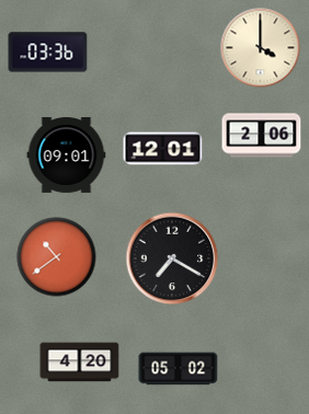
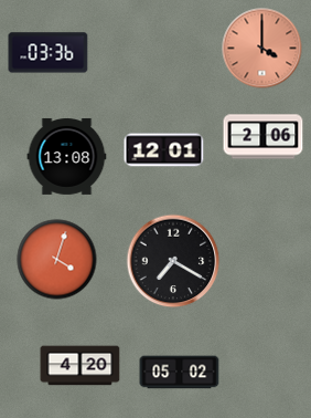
clock at (261, 48) dial: cream -> salmon
clock at (67, 154): 09:01 -> 13:08
clock at (57, 257): 10:39 -> 4:03
